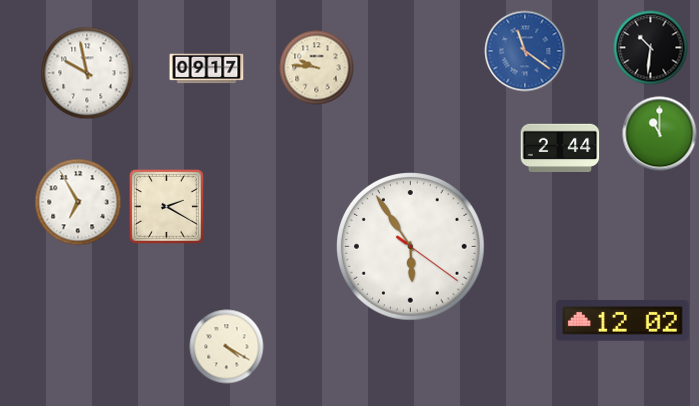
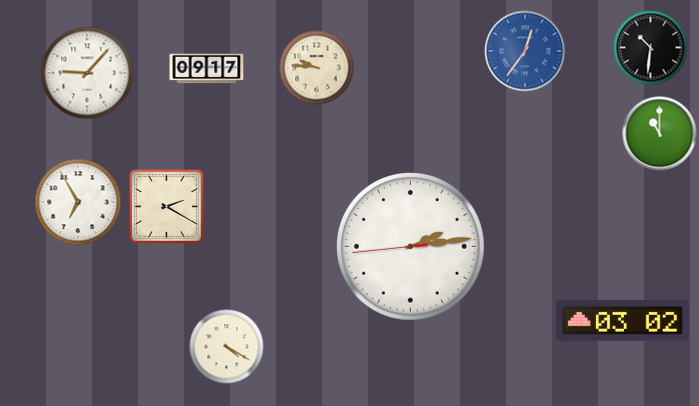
clock at (525, 51): 11:21 -> 12:36
clock at (87, 73): 9:58 -> 9:07
clock at (560, 147): 2:44 -> none
clock at (411, 247): 5:54 -> 2:13
clock at (623, 321): 12:02 -> 03:02
